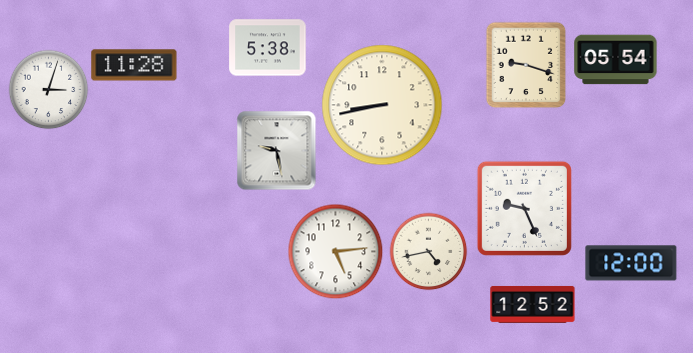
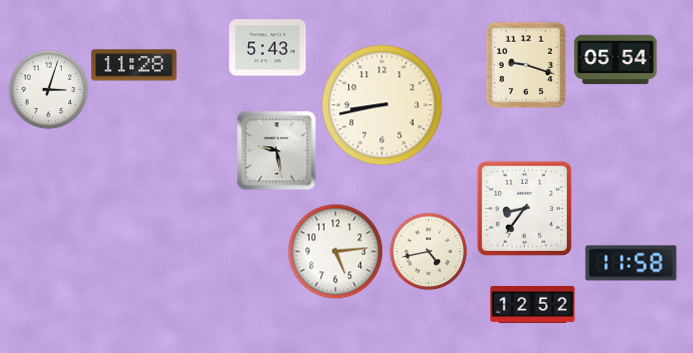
clock at (268, 48): 5:38 -> 5:43
clock at (524, 208): 9:26 -> 8:36
clock at (631, 263): 12:00 -> 11:58
